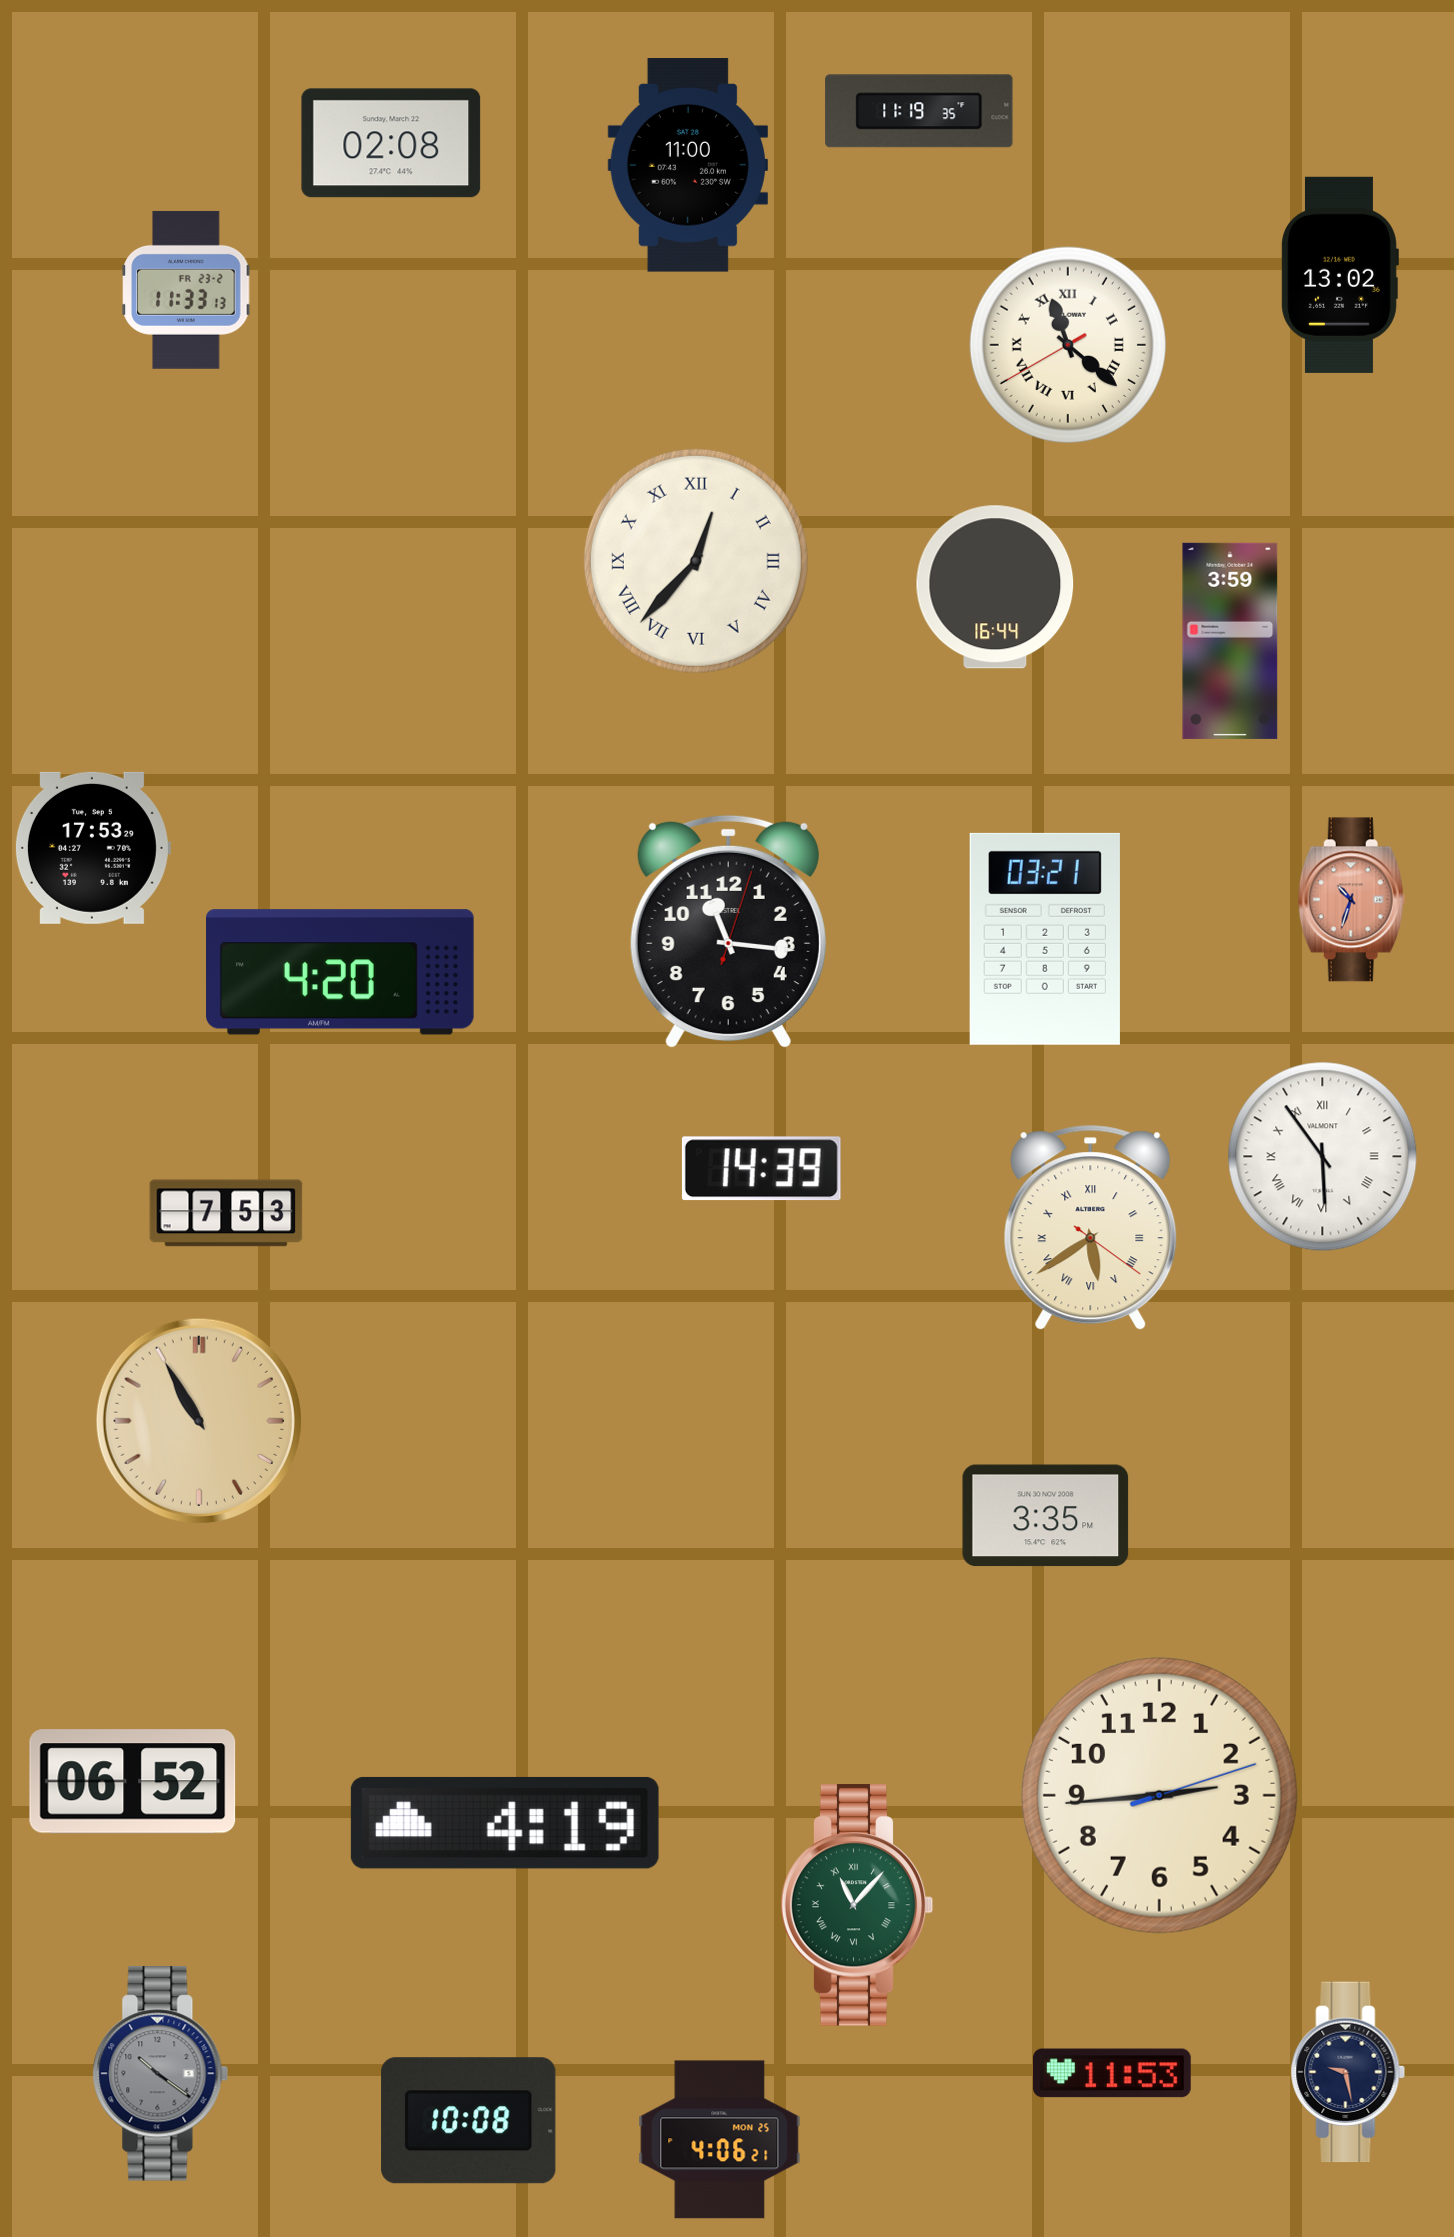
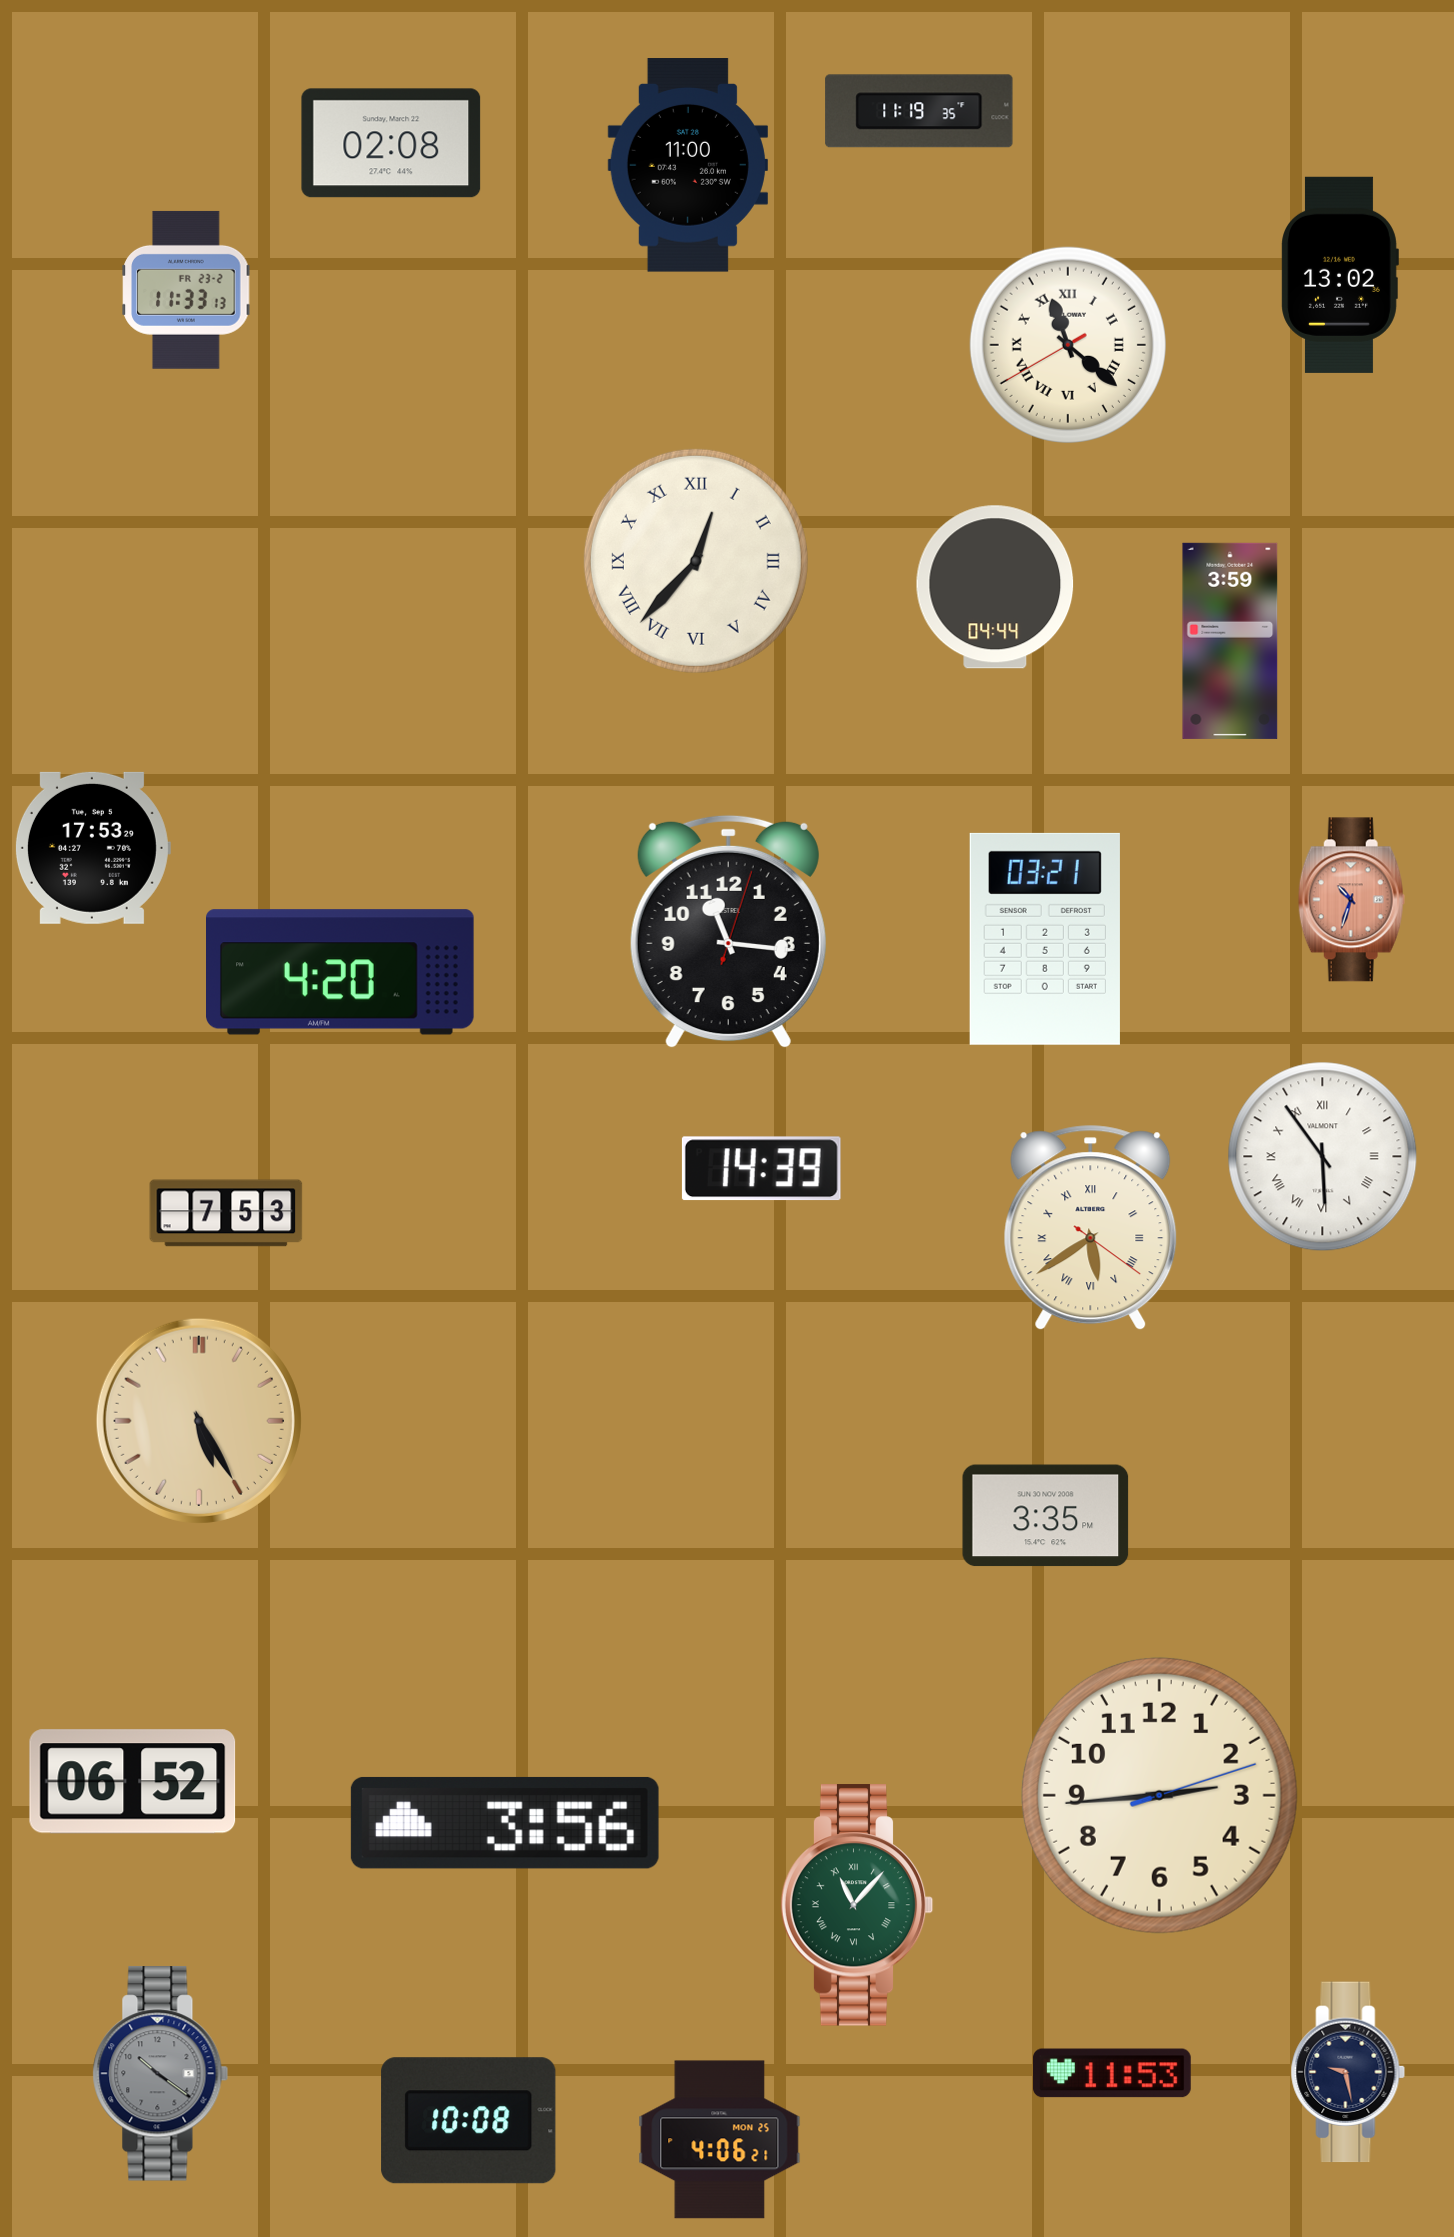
clock at (995, 587): 16:44 -> 04:44
clock at (199, 1421): 10:55 -> 5:25
clock at (505, 1823): 4:19 -> 3:56
